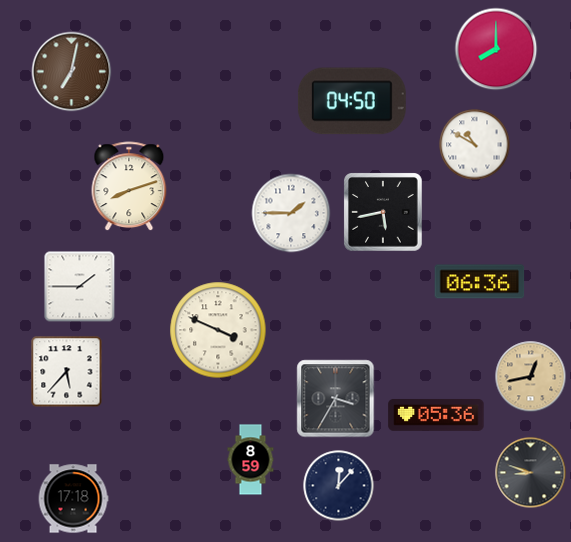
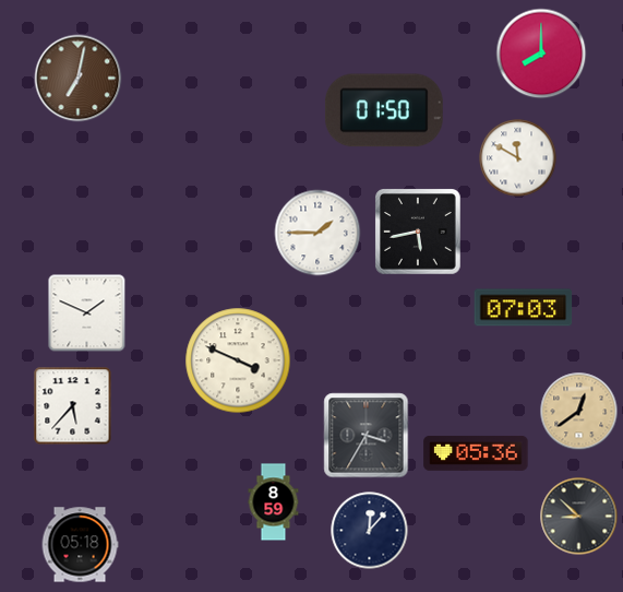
clock at (352, 101): 04:50 -> 01:50
clock at (475, 145): 10:50 -> 11:50
clock at (129, 187): 8:12 -> none
clock at (480, 282): 06:36 -> 07:03
clock at (80, 287): 1:45 -> 1:49
clock at (531, 377): 12:43 -> 12:39
clock at (531, 473): 8:48 -> 8:52
clock at (73, 499): 17:18 -> 05:18
